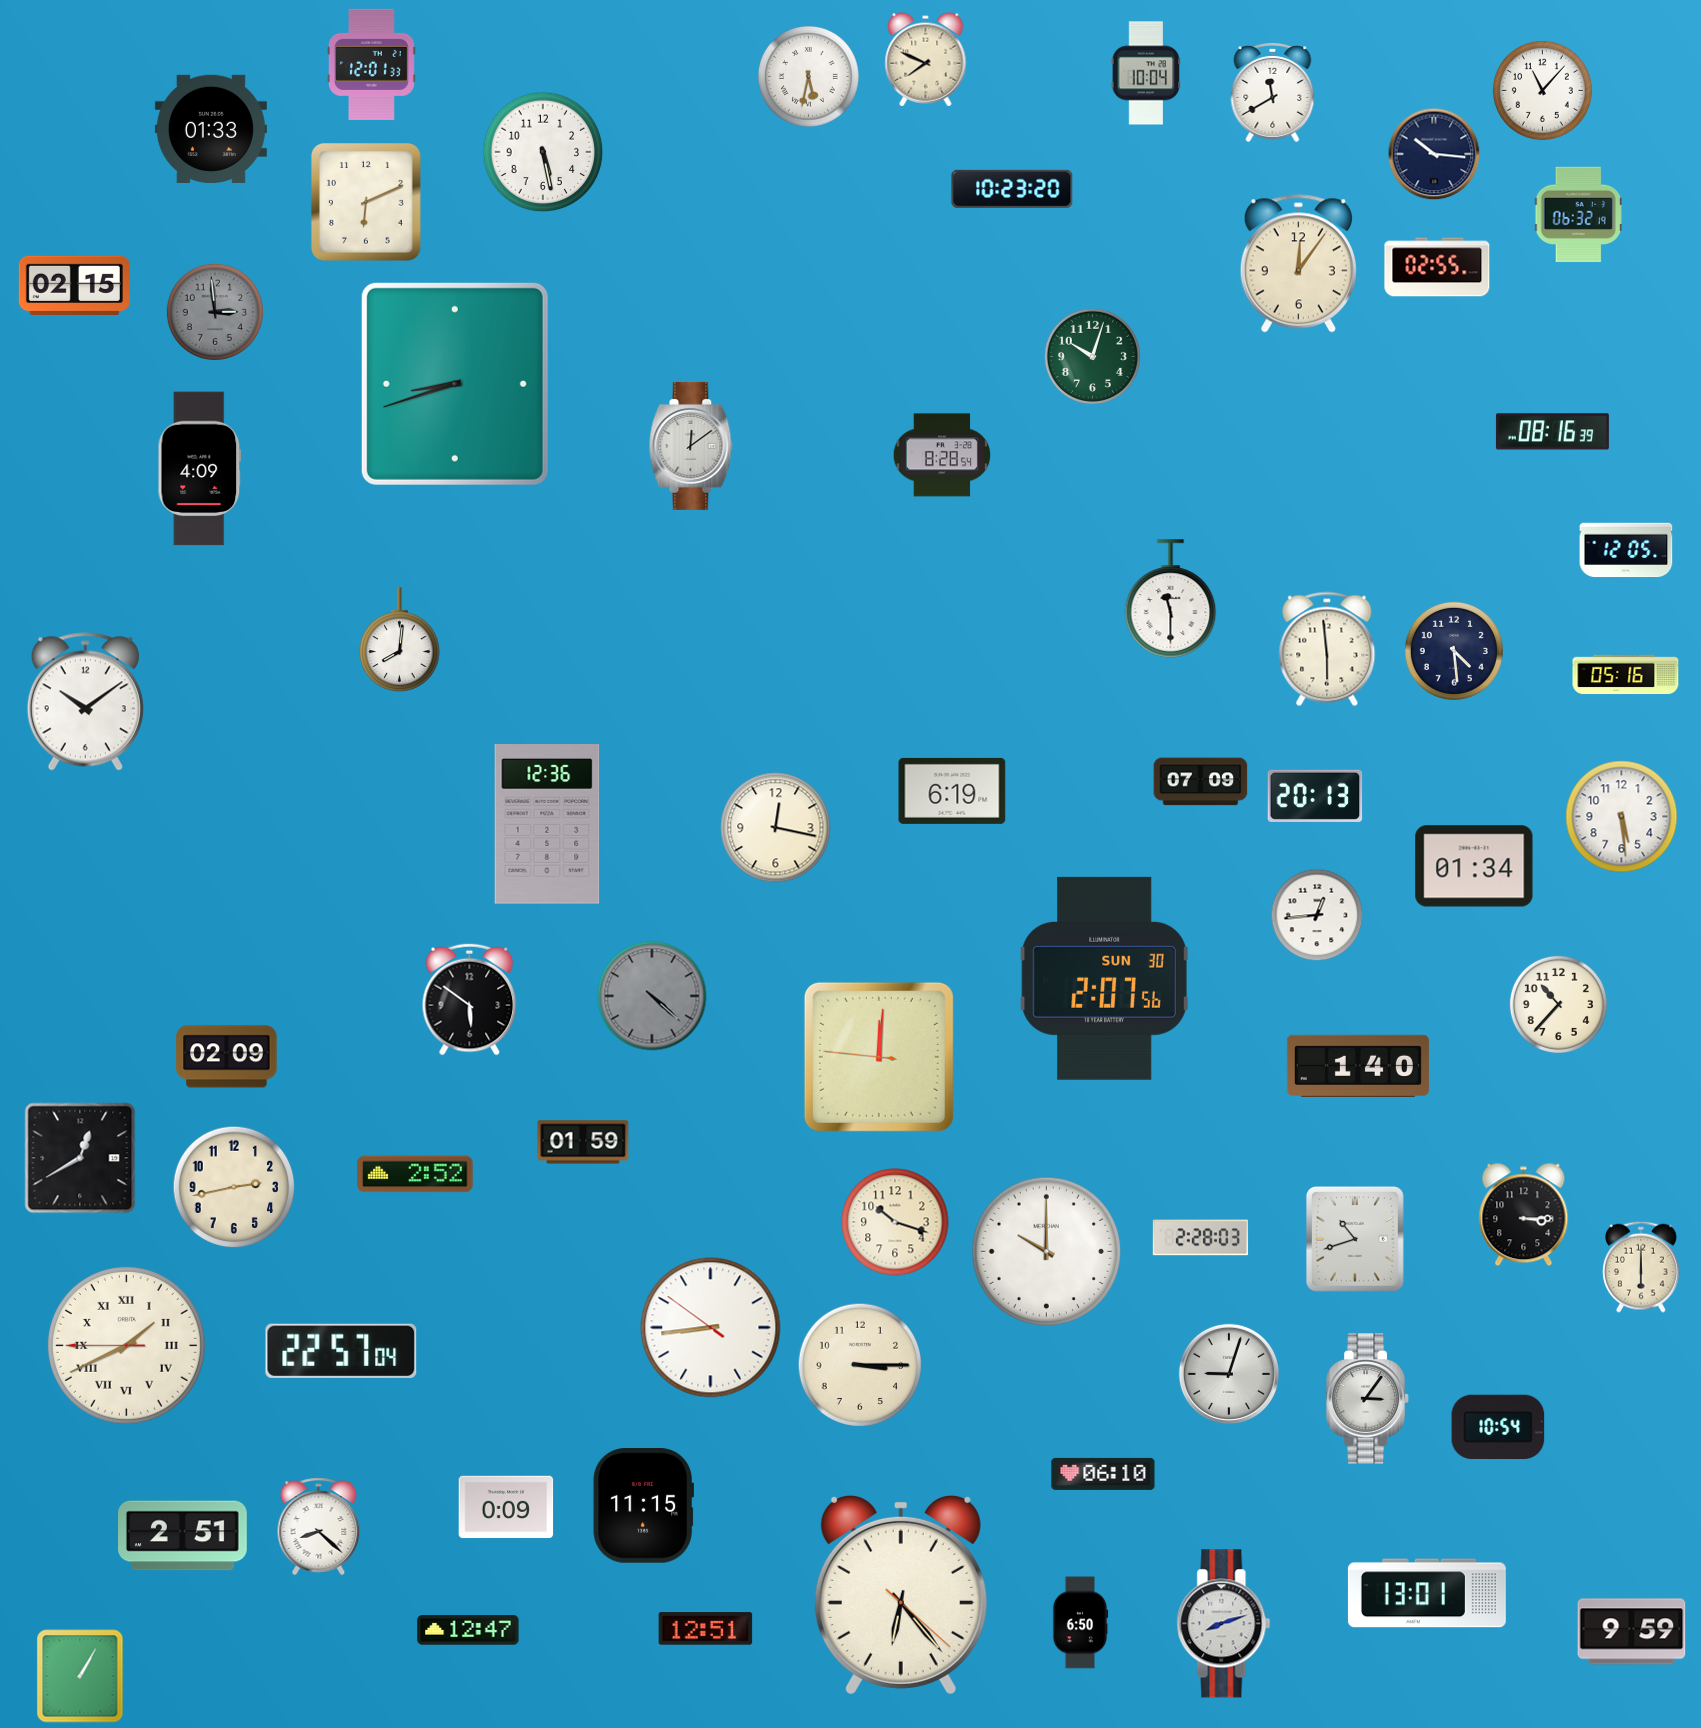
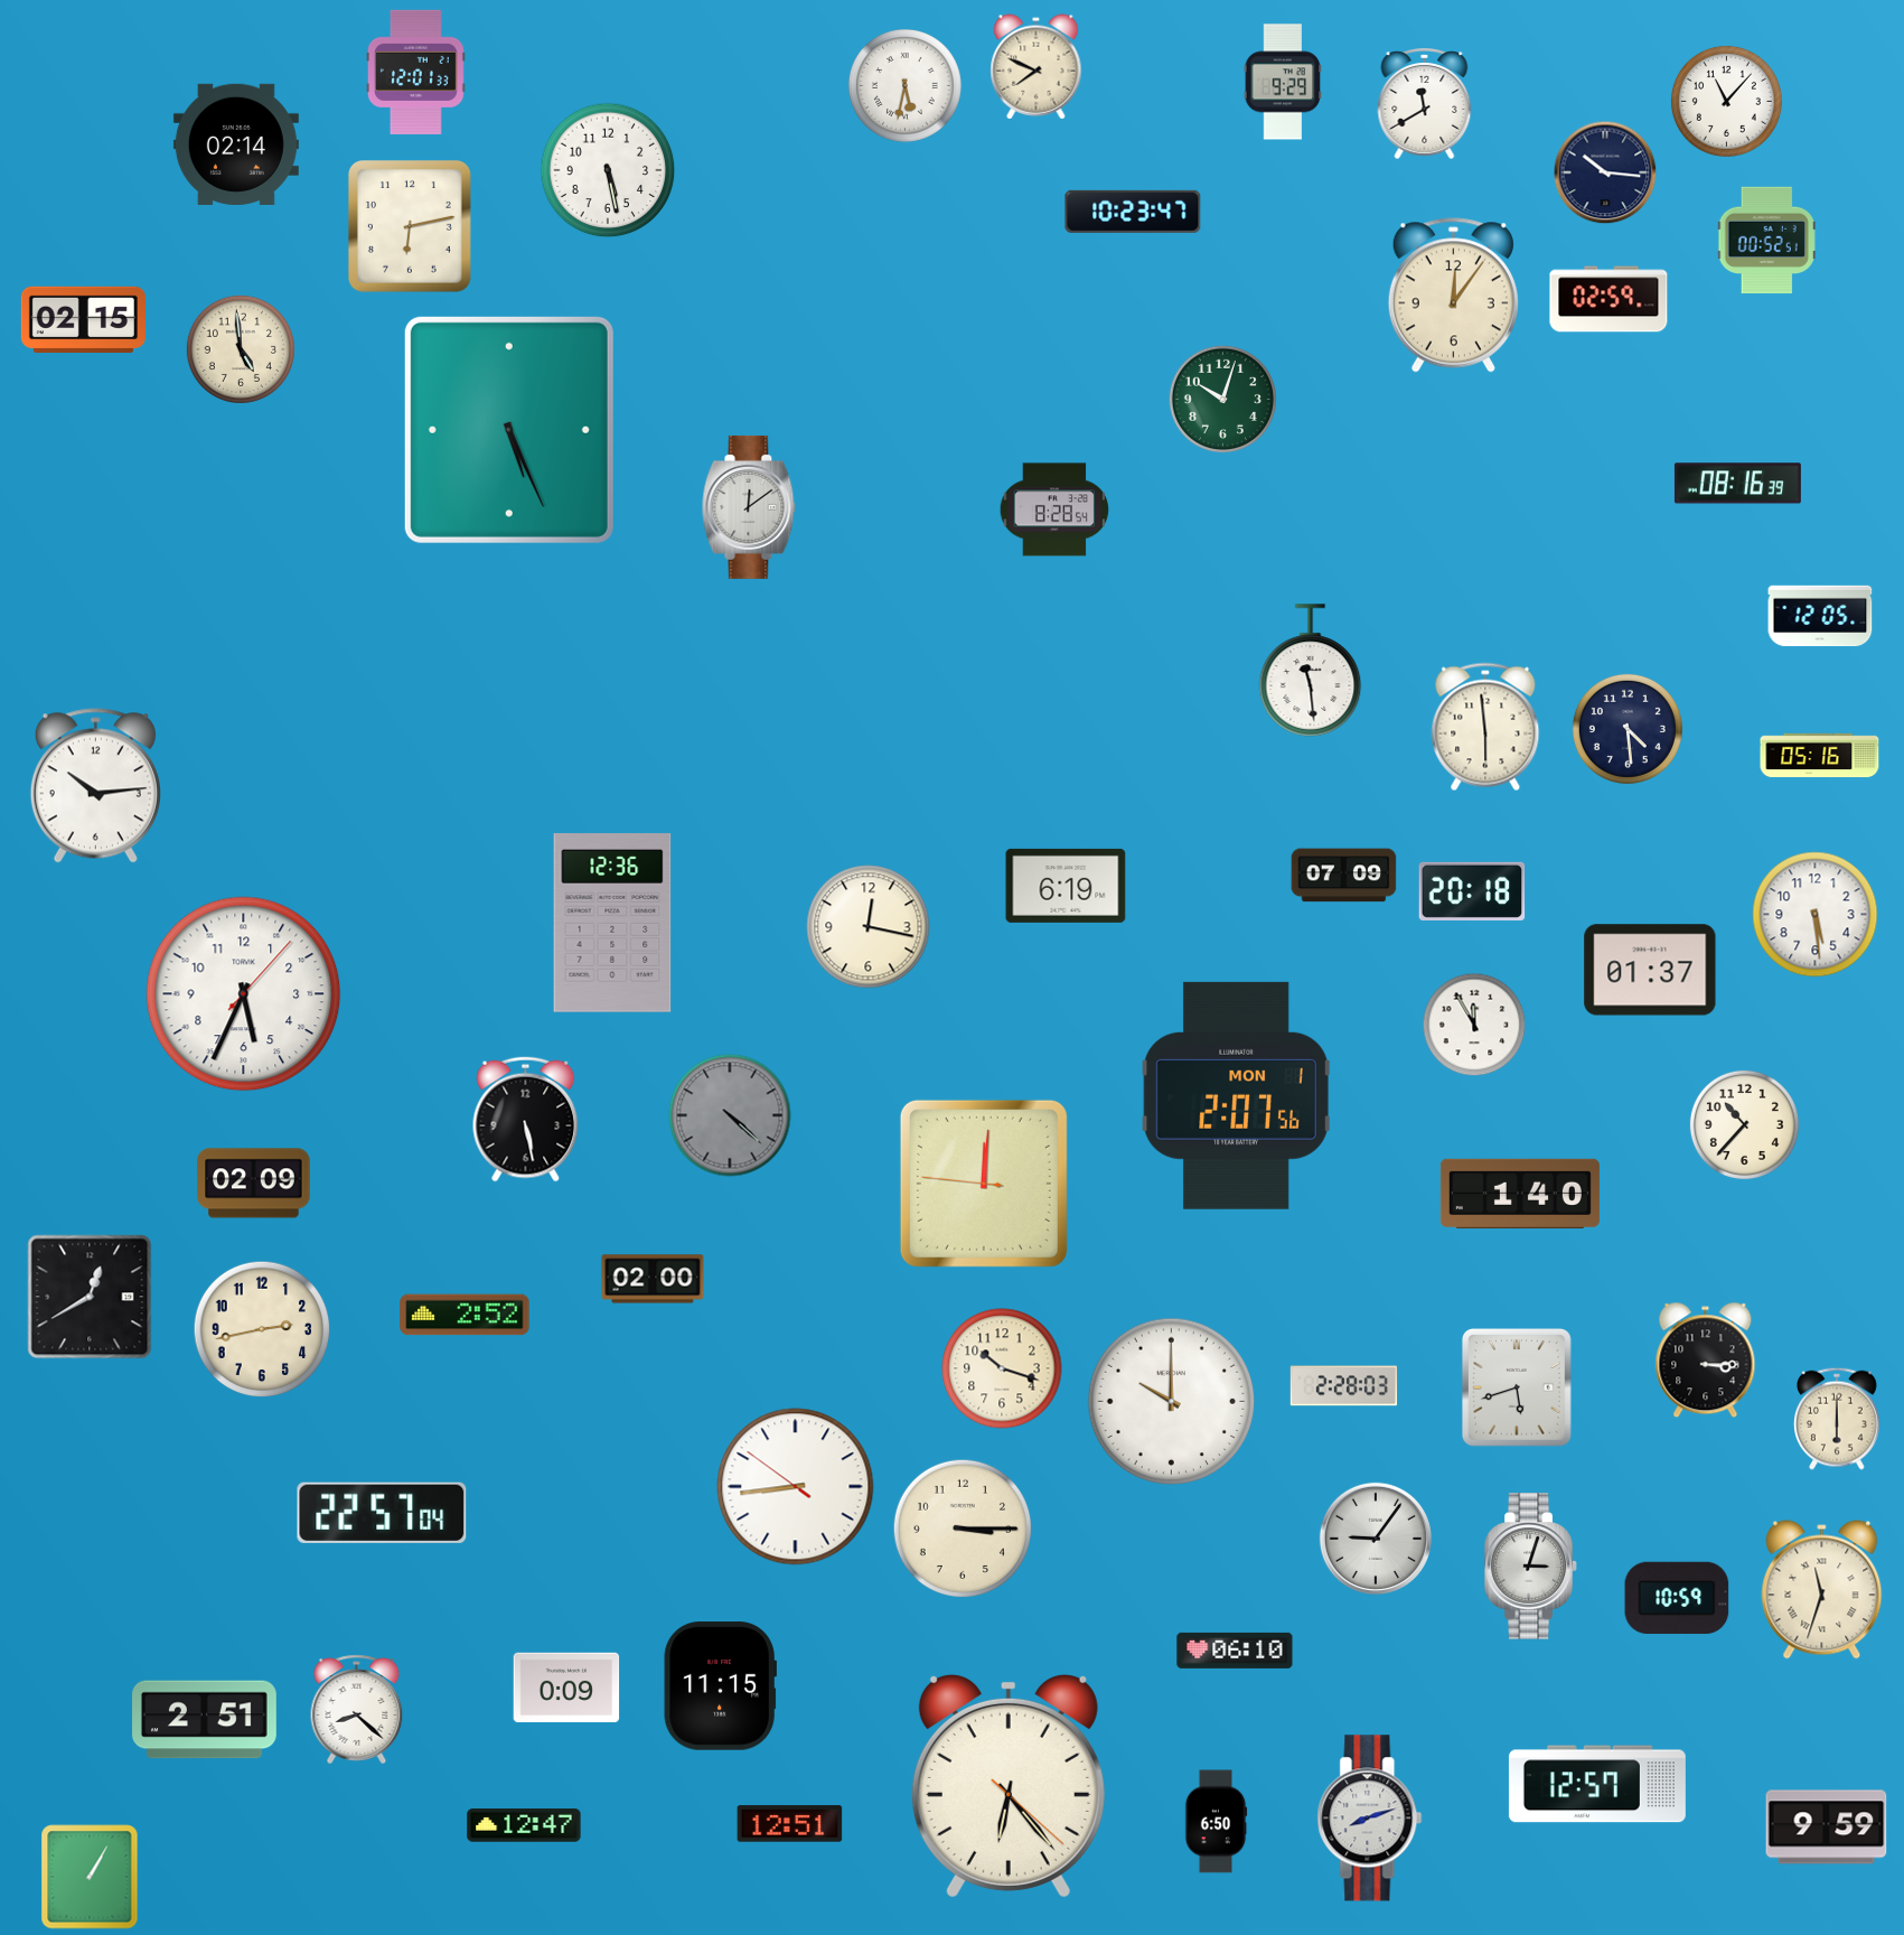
clock at (1146, 73): 10:04 -> 9:29
clock at (211, 129): 01:33 -> 02:14
clock at (1012, 189): 10:23:20 -> 10:23:47
clock at (366, 203): 6:11 -> 6:13
clock at (1578, 215): 06:32 -> 00:52
clock at (1437, 267): 02:55 -> 02:59
clock at (215, 312): 2:59 -> 4:59
clock at (215, 312) dial: grey -> cream
clock at (455, 384): 8:42 -> 5:26
clock at (691, 446) position: (691, 446) -> (749, 507)
clock at (200, 469): 4:09 -> none
clock at (1171, 599): 11:30 -> 11:29
clock at (400, 640): 8:01 -> none
clock at (85, 702): 10:09 -> 10:14
clock at (1315, 796): 20:13 -> 20:18
clock at (1474, 866): 01:34 -> 01:37
clock at (244, 994): none -> 5:34
clock at (1317, 915): 12:44 -> 11:55
clock at (1105, 978) date: SUN 30 -> MON 1
clock at (470, 1000): 5:51 -> 5:28
clock at (583, 1142): 01:59 -> 02:00
clock at (1355, 1240): 10:42 -> 5:42
clock at (126, 1345): 1:40 -> none
clock at (1229, 1374): 9:03 -> 9:06
clock at (1368, 1399): 3:06 -> 3:03
clock at (1822, 1590): none -> 11:33
clock at (1498, 1427): 10:54 -> 10:59
clock at (1427, 1593): 13:01 -> 12:57
clock at (1080, 1623) position: (1080, 1623) -> (1216, 1822)
